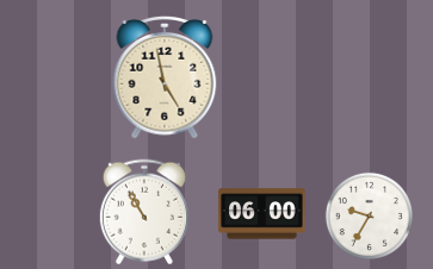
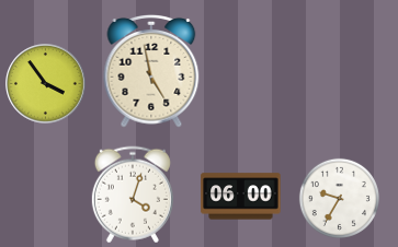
clock at (46, 84): none -> 3:54
clock at (144, 212): 10:55 -> 4:03
